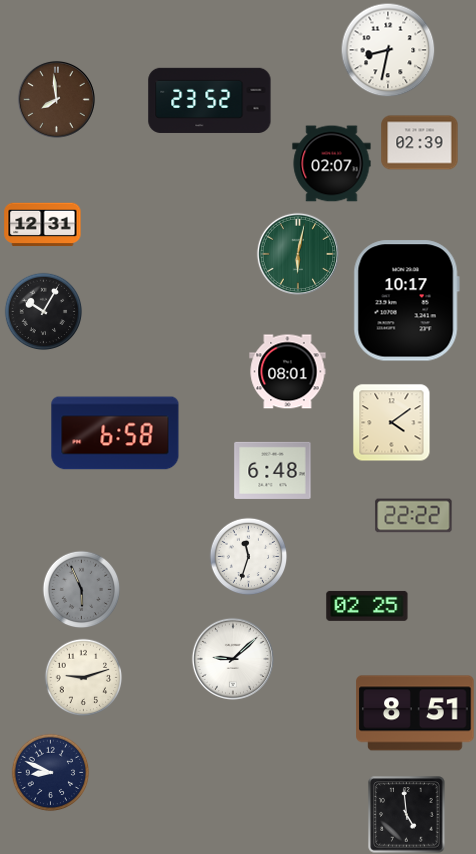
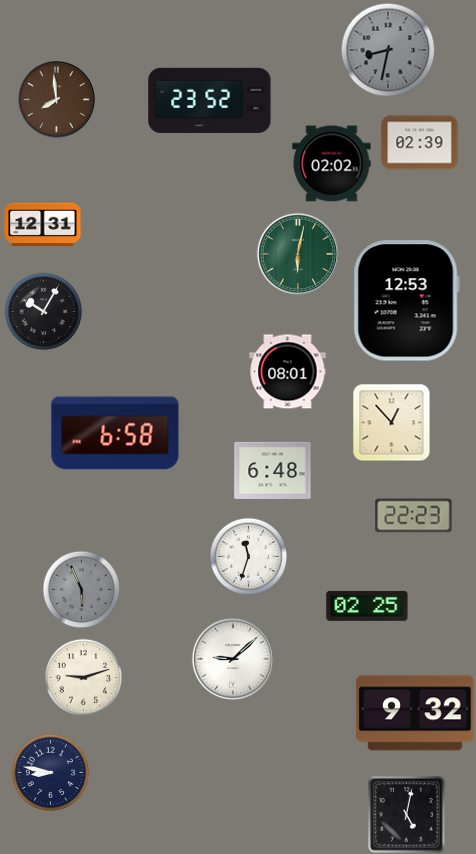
clock at (388, 50) dial: white -> grey
clock at (332, 164): 02:07 -> 02:02
clock at (406, 301): 10:17 -> 12:53
clock at (391, 422): 4:09 -> 12:53
clock at (414, 516): 22:22 -> 22:23
clock at (415, 713): 8:51 -> 9:32
clock at (50, 772): 8:49 -> 8:47
clock at (407, 815): 4:59 -> 5:02
